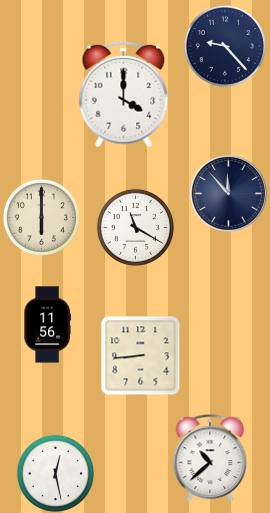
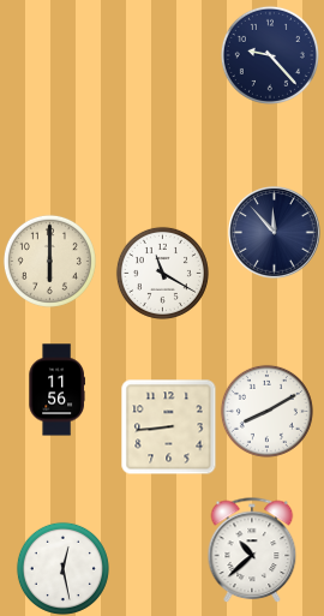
clock at (124, 95): 4:00 -> none
clock at (266, 411): none -> 8:10
clock at (55, 473) position: (55, 473) -> (62, 568)
